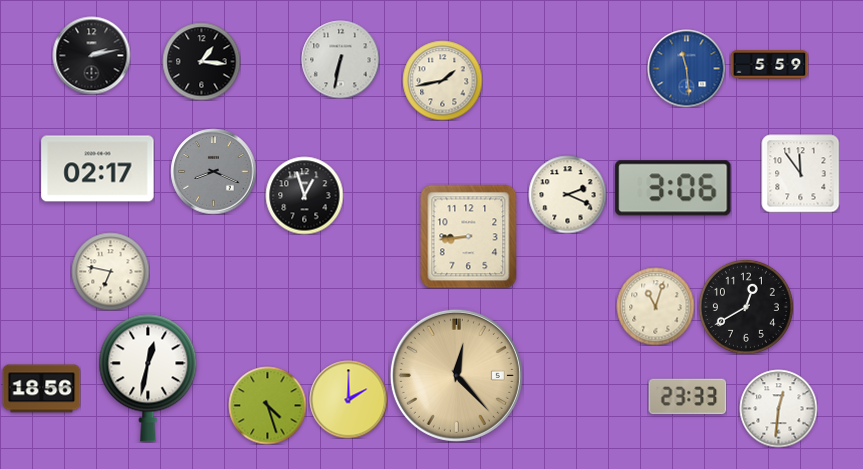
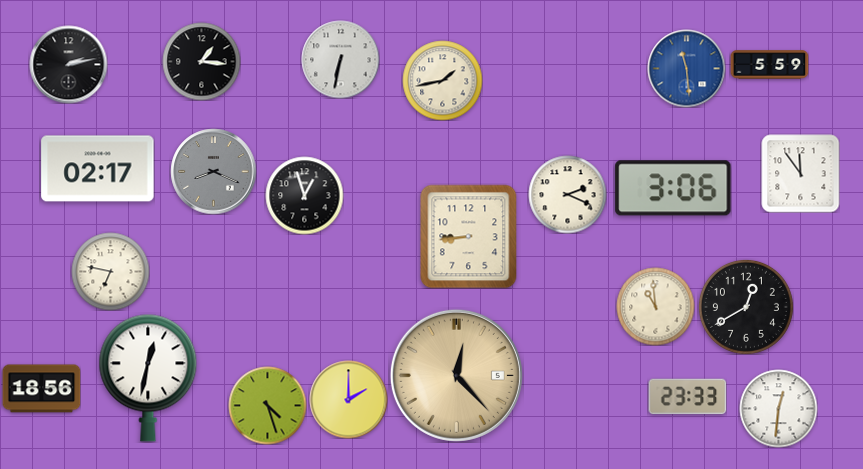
clock at (91, 55) position: (91, 55) -> (68, 64)
clock at (655, 306): 11:03 -> 10:59
